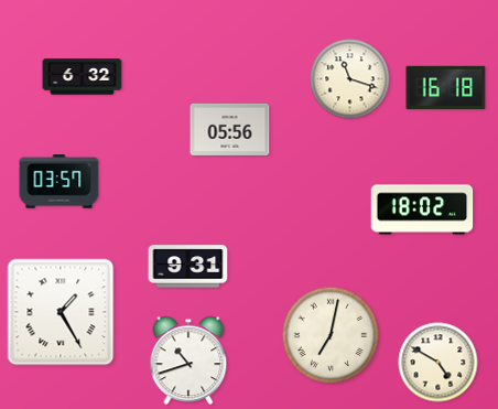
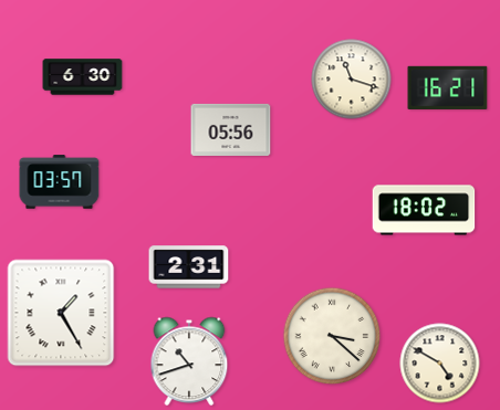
clock at (83, 77): 6:32 -> 6:30
clock at (446, 87): 16:18 -> 16:21
clock at (188, 267): 9:31 -> 2:31
clock at (331, 335): 7:02 -> 3:22
